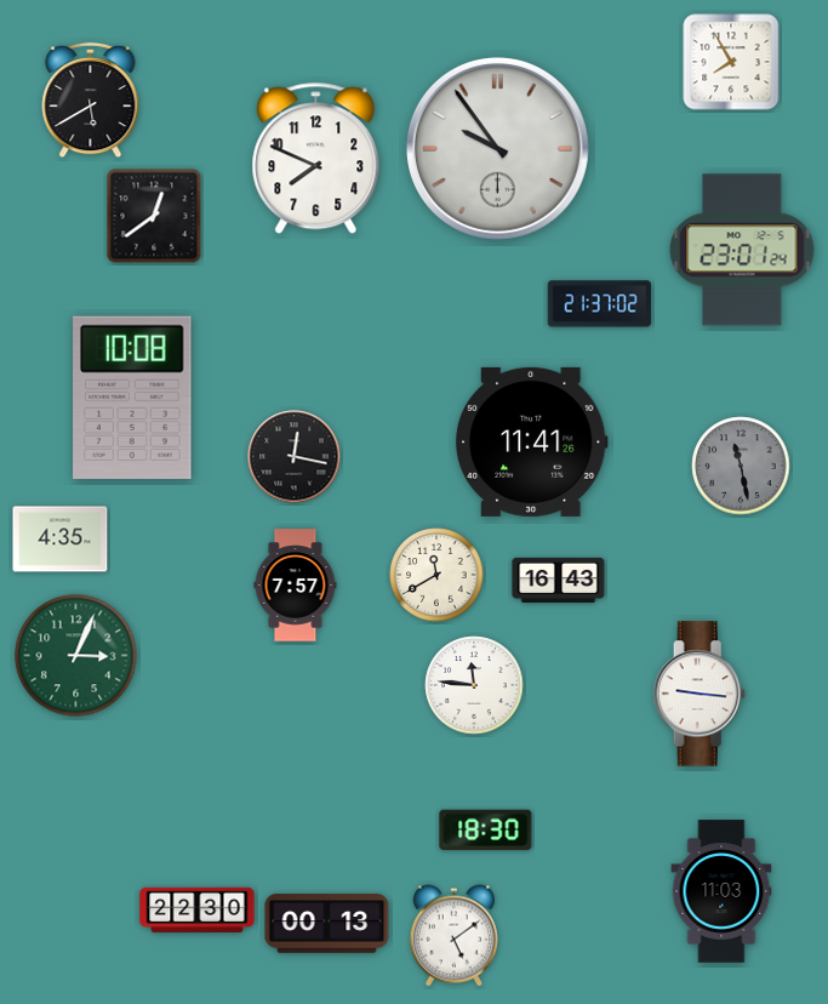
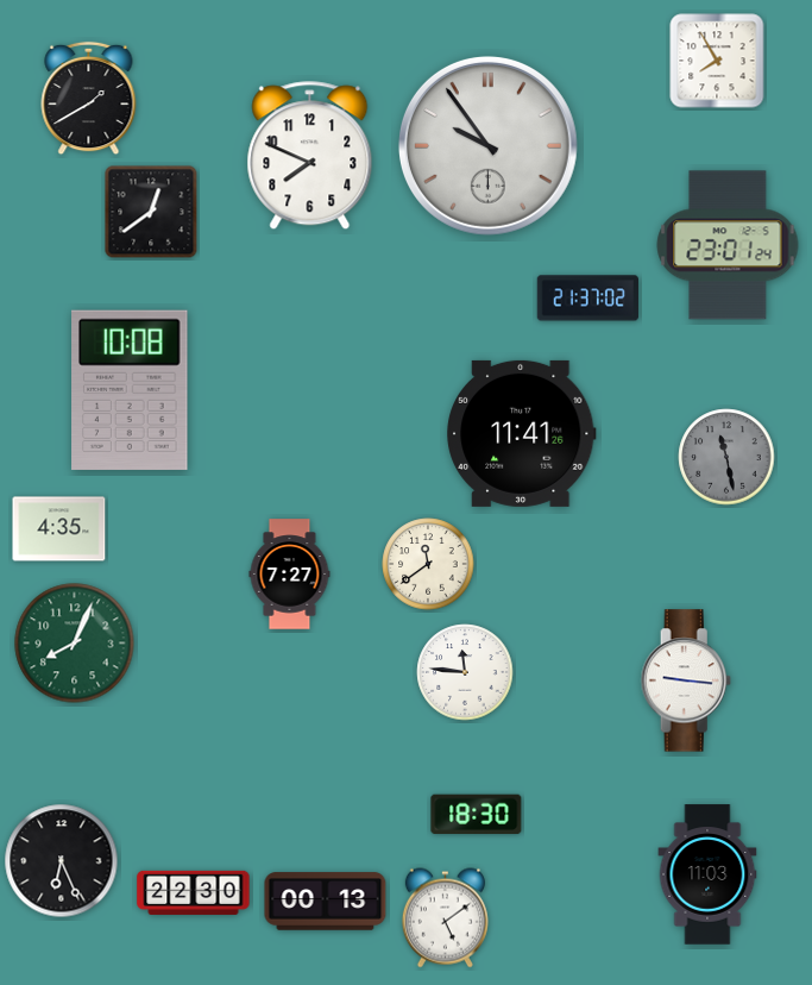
clock at (91, 101): 5:40 -> 1:40
clock at (295, 457): 12:17 -> none
clock at (436, 575): 11:40 -> 11:39
clock at (559, 580): 16:43 -> none
clock at (296, 586): 7:57 -> 7:27
clock at (76, 656): 3:04 -> 8:04
clock at (62, 861): none -> 6:26
clock at (327, 924) position: (327, 924) -> (326, 902)
